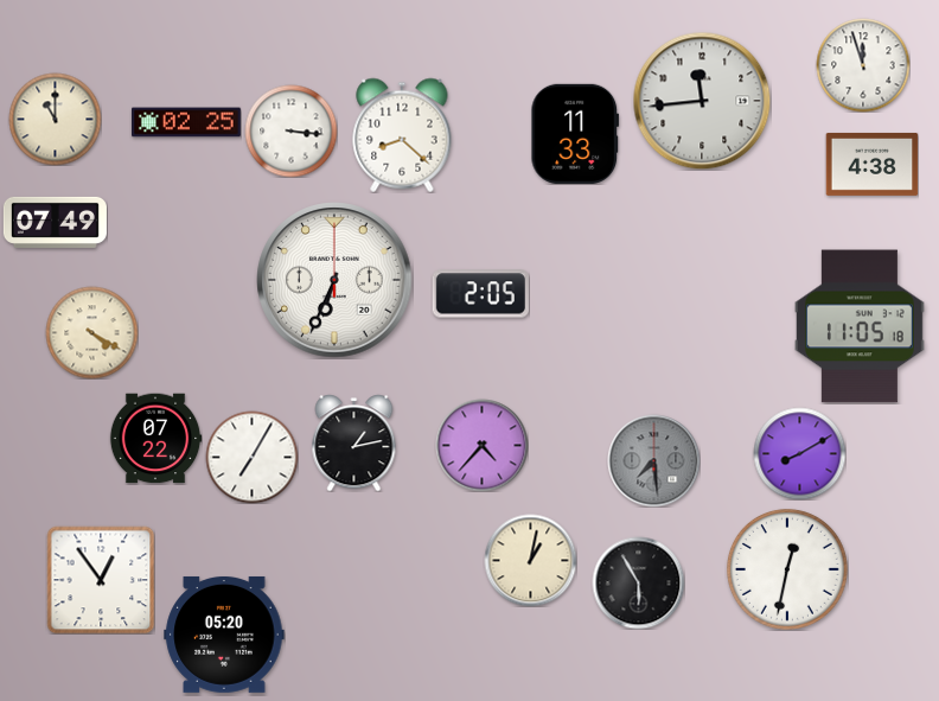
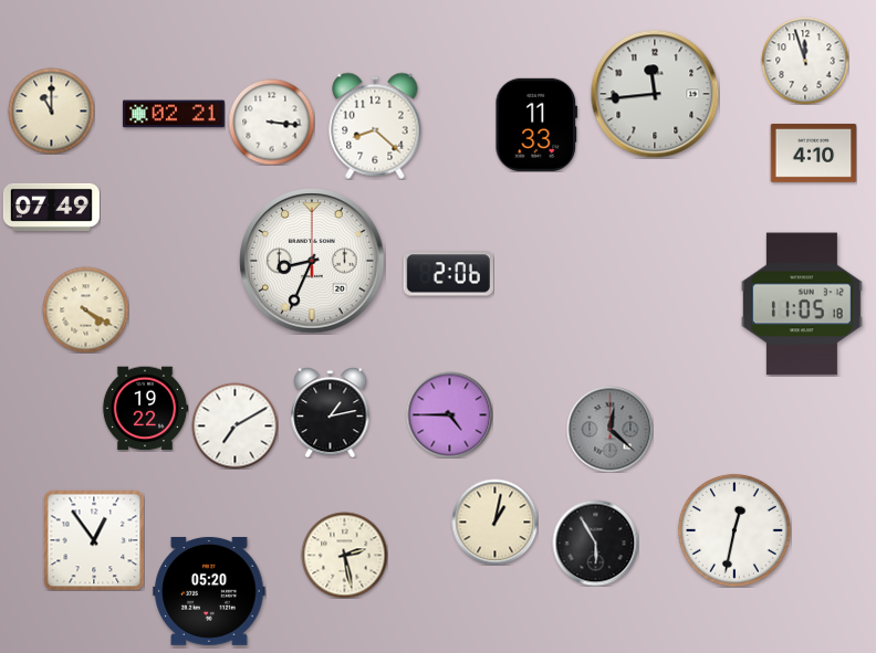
clock at (186, 122): 02:25 -> 02:21
clock at (871, 164): 4:38 -> 4:10
clock at (334, 280): 6:34 -> 8:34
clock at (480, 294): 2:05 -> 2:06
clock at (155, 439): 07:22 -> 19:22
clock at (481, 445): 4:37 -> 4:45
clock at (799, 453): 8:10 -> none
clock at (251, 457): 7:05 -> 7:10
clock at (653, 460): 7:29 -> 12:22
clock at (344, 555): none -> 2:28
